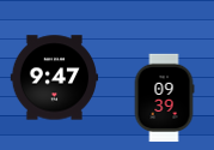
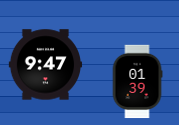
clock at (164, 98): 09:39 -> 01:39
